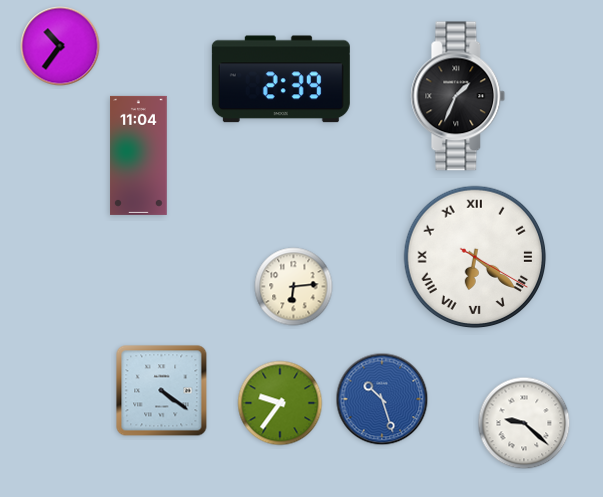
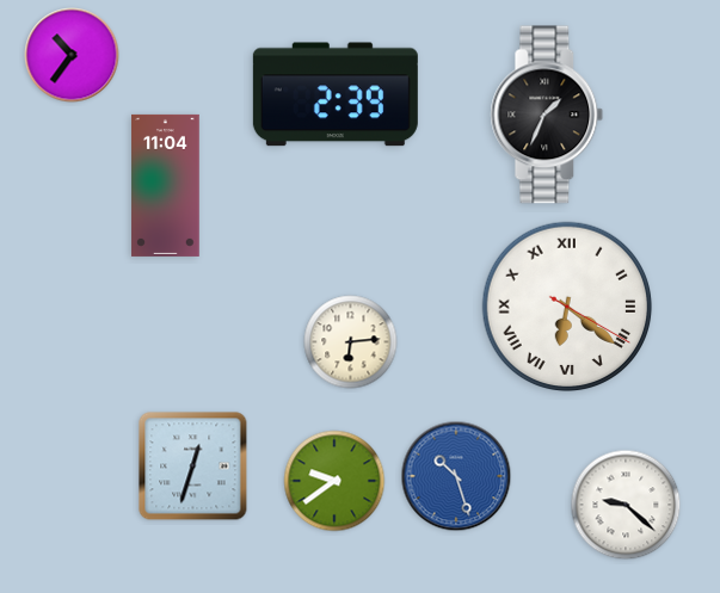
clock at (162, 391): 4:21 -> 12:33
clock at (280, 403): 9:36 -> 9:39
